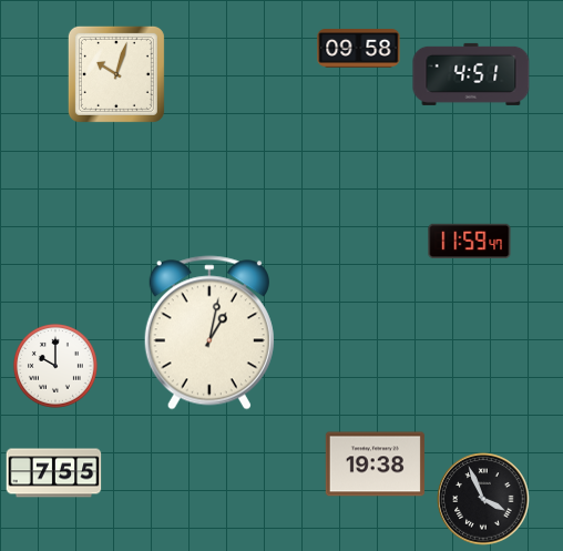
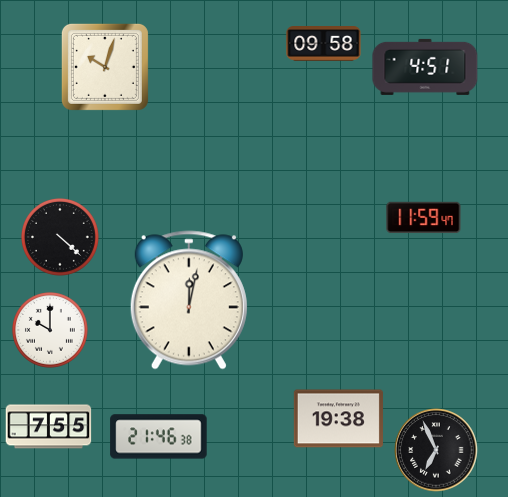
clock at (60, 237): none -> 4:22
clock at (209, 333): 1:02 -> 12:02
clock at (159, 437): none -> 21:46
clock at (483, 499): 3:56 -> 6:56
